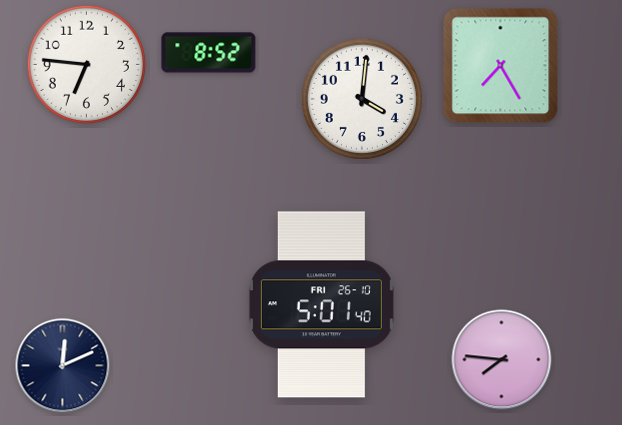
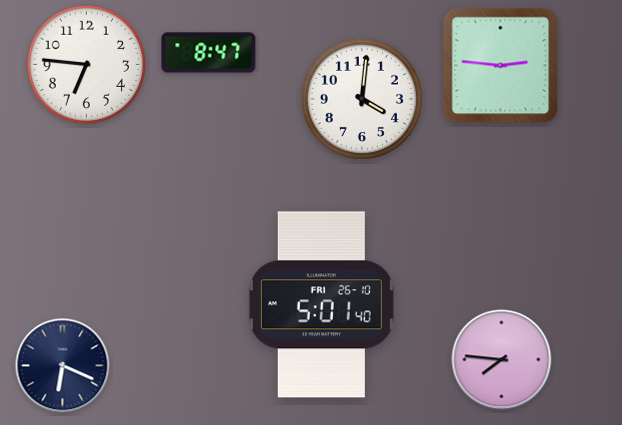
clock at (209, 53): 8:52 -> 8:47
clock at (501, 66): 7:25 -> 2:46
clock at (63, 366): 12:11 -> 6:19
